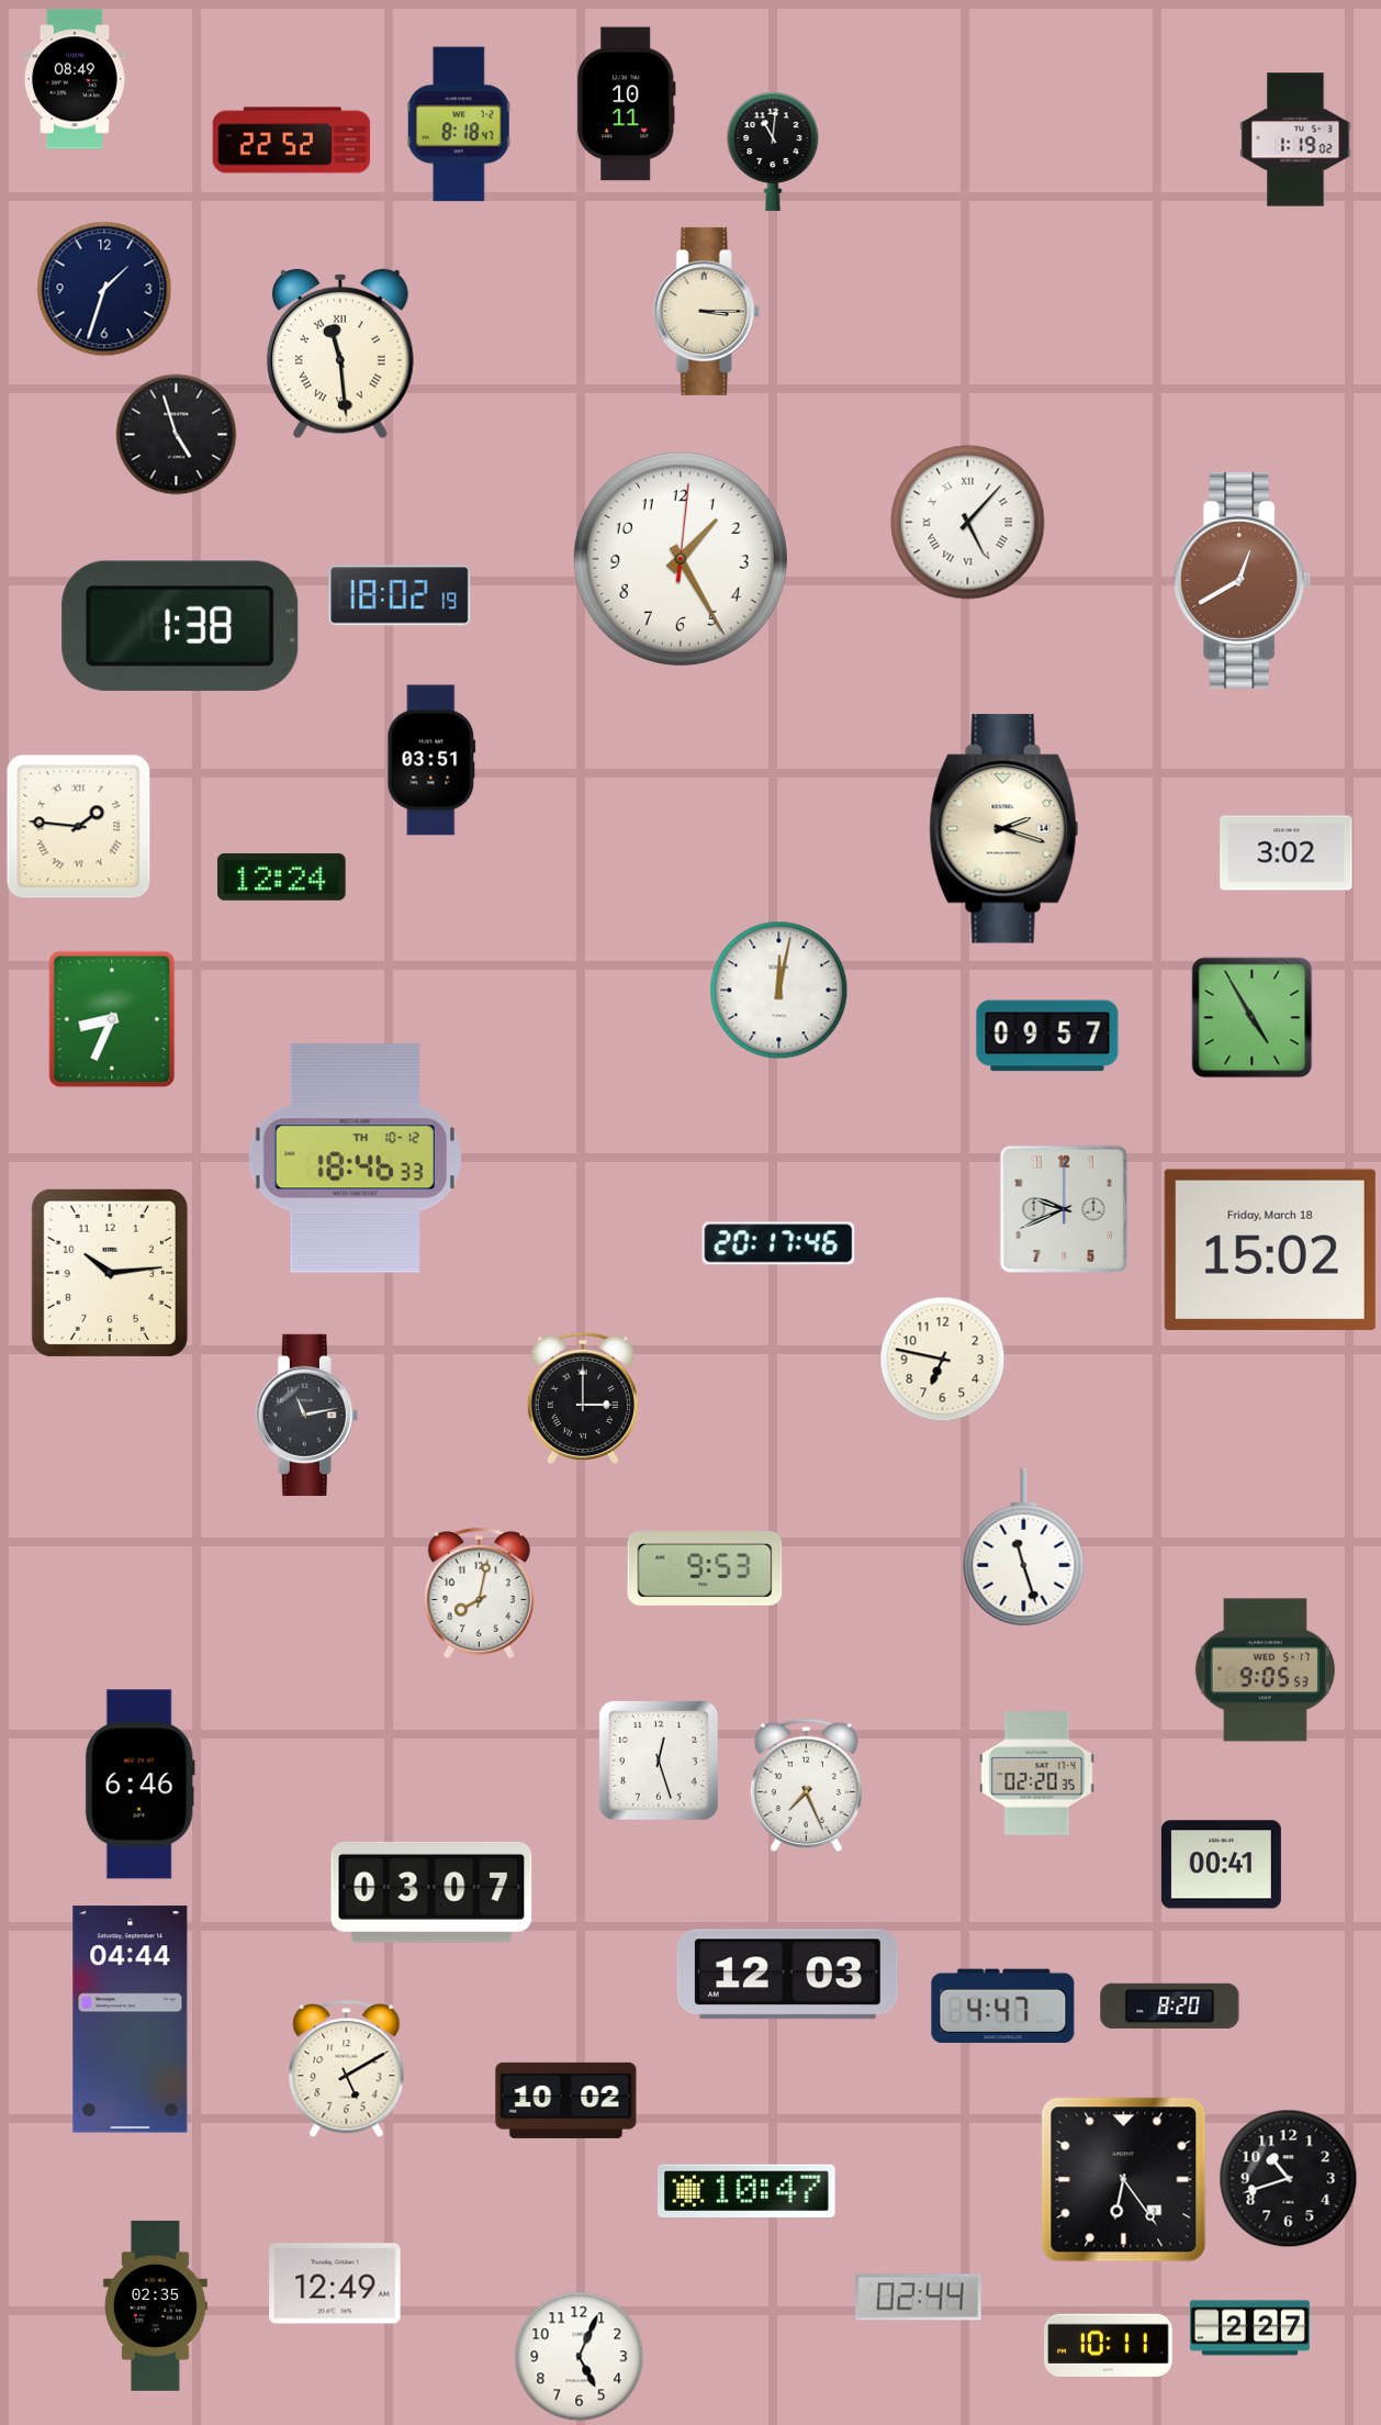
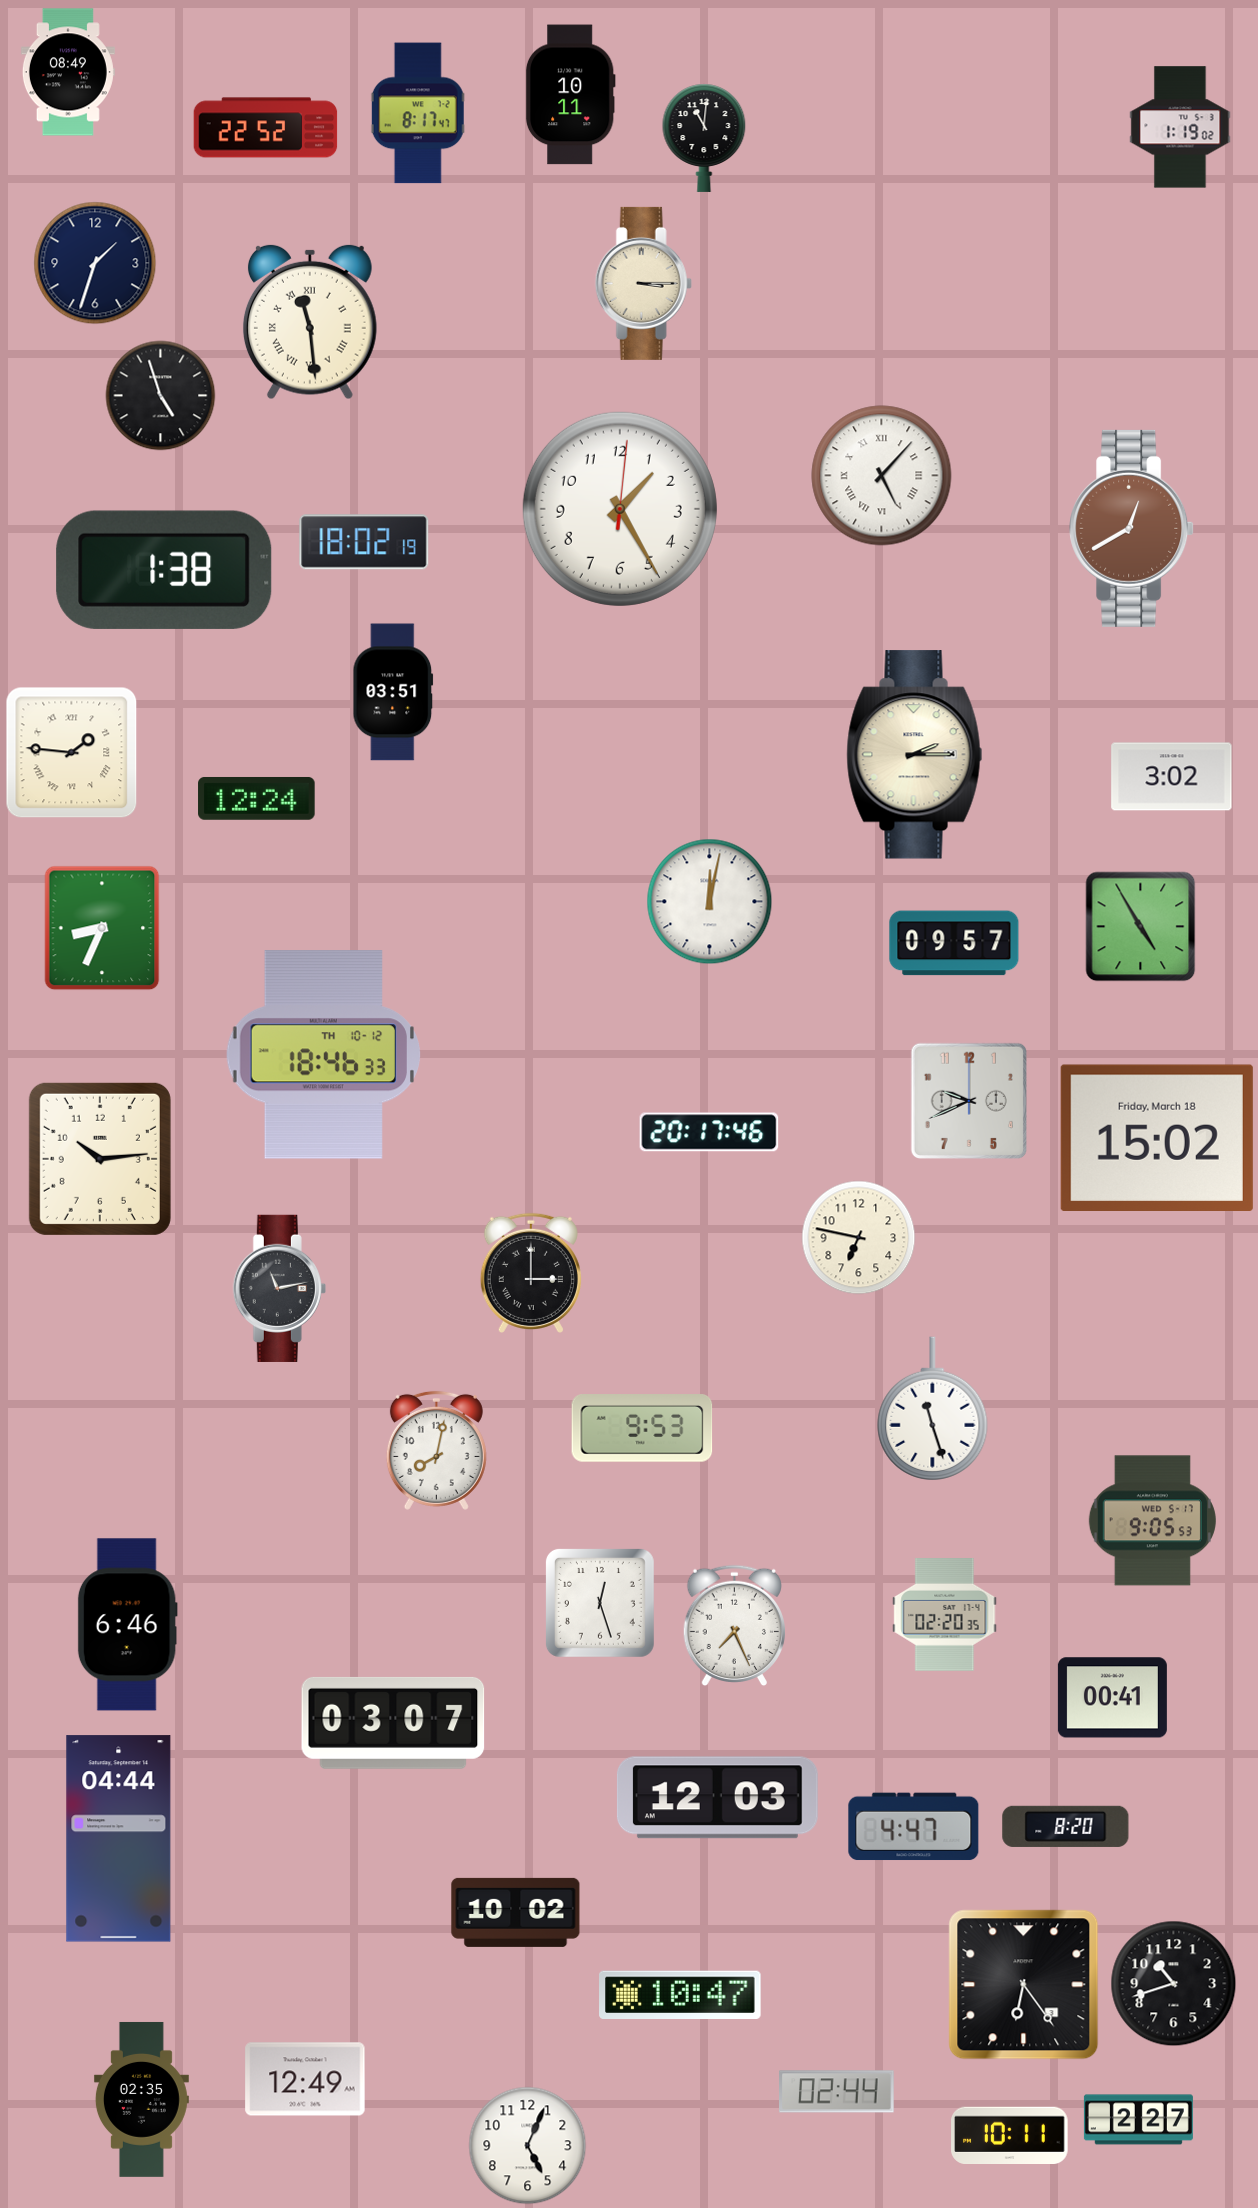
clock at (459, 124): 8:18 -> 8:17
clock at (1004, 829): 2:18 -> 2:15
clock at (347, 2069): 5:10 -> none
